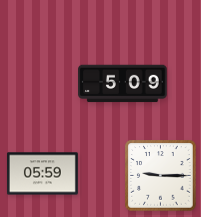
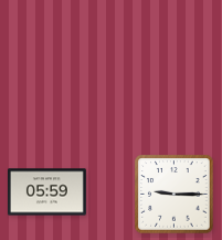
clock at (123, 84): 5:09 -> none
clock at (161, 176) position: (161, 176) -> (175, 195)
